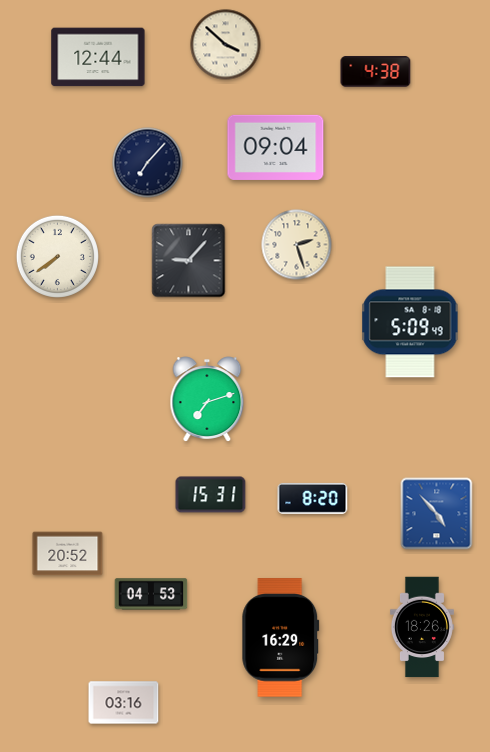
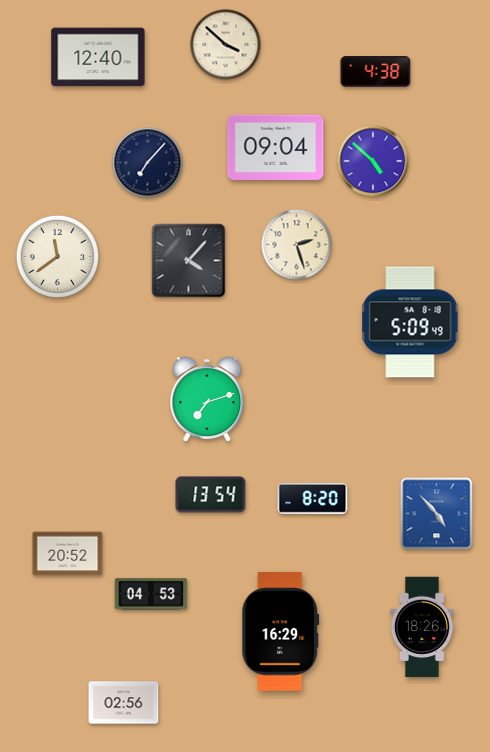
clock at (98, 57): 12:44 -> 12:40
clock at (373, 161): none -> 4:52
clock at (57, 256): 7:39 -> 11:39
clock at (189, 261): 9:07 -> 4:07
clock at (211, 495): 15:31 -> 13:54
clock at (281, 638) position: (281, 638) -> (281, 632)
clock at (124, 703): 03:16 -> 02:56
